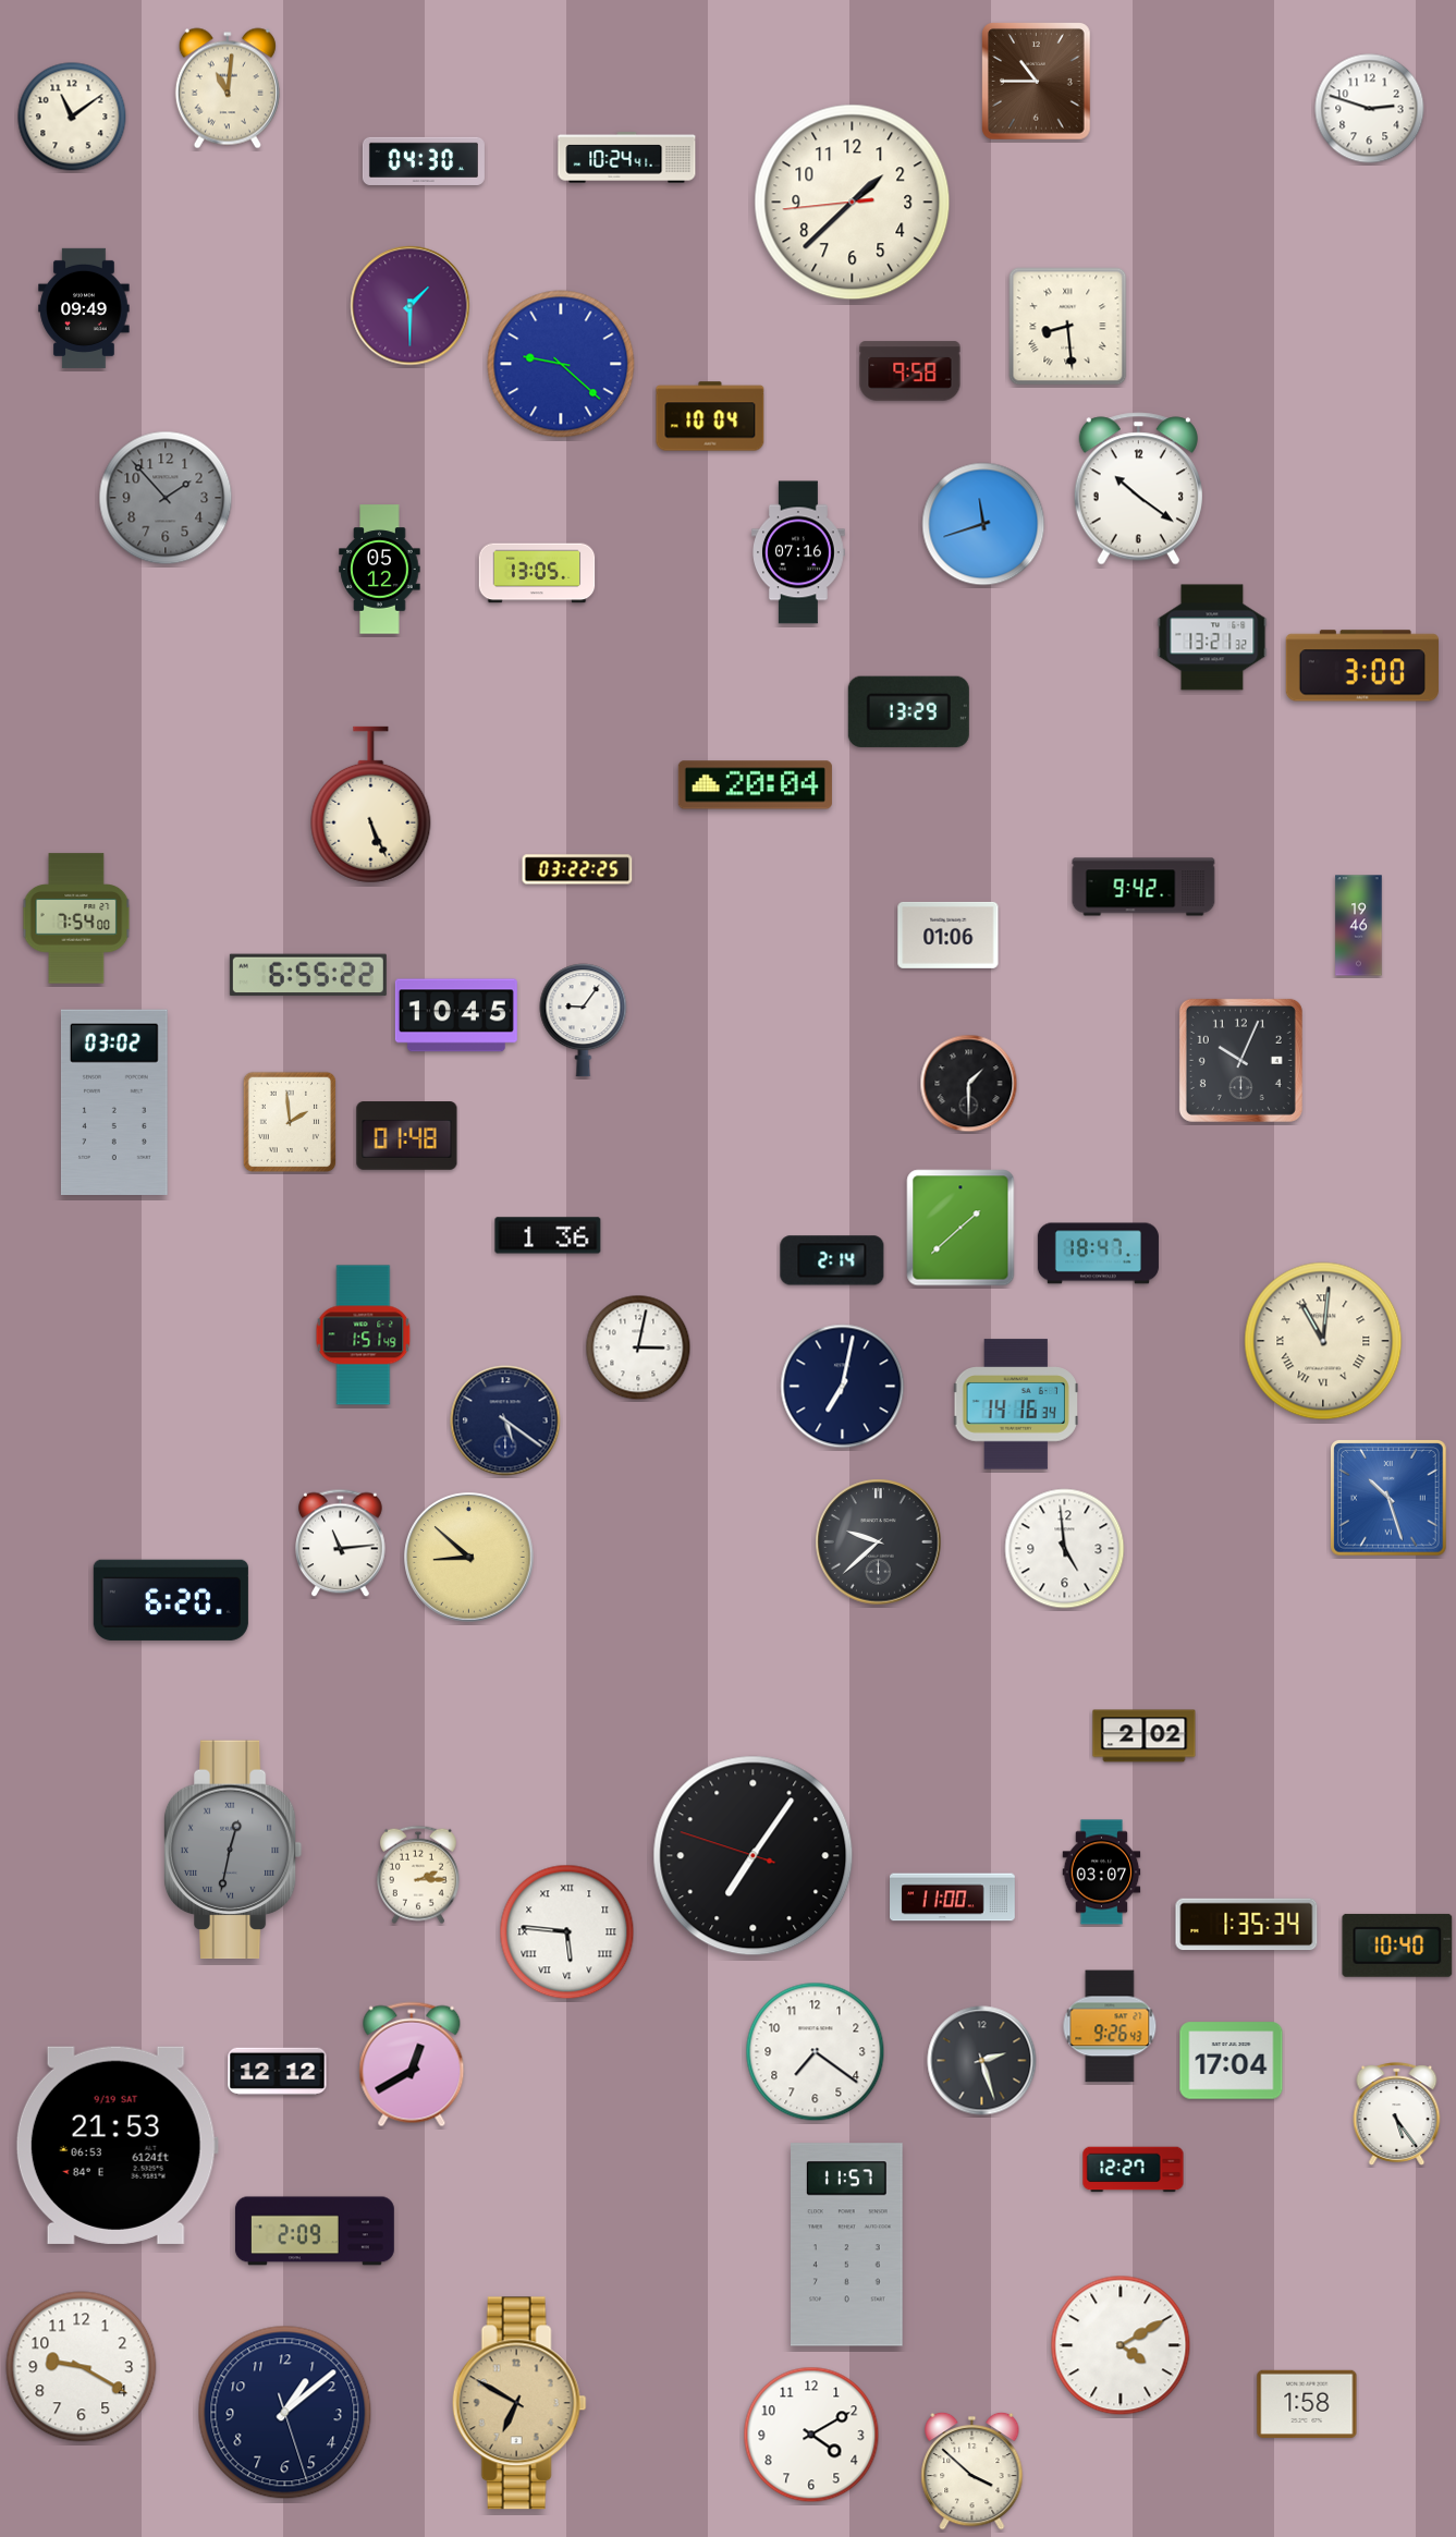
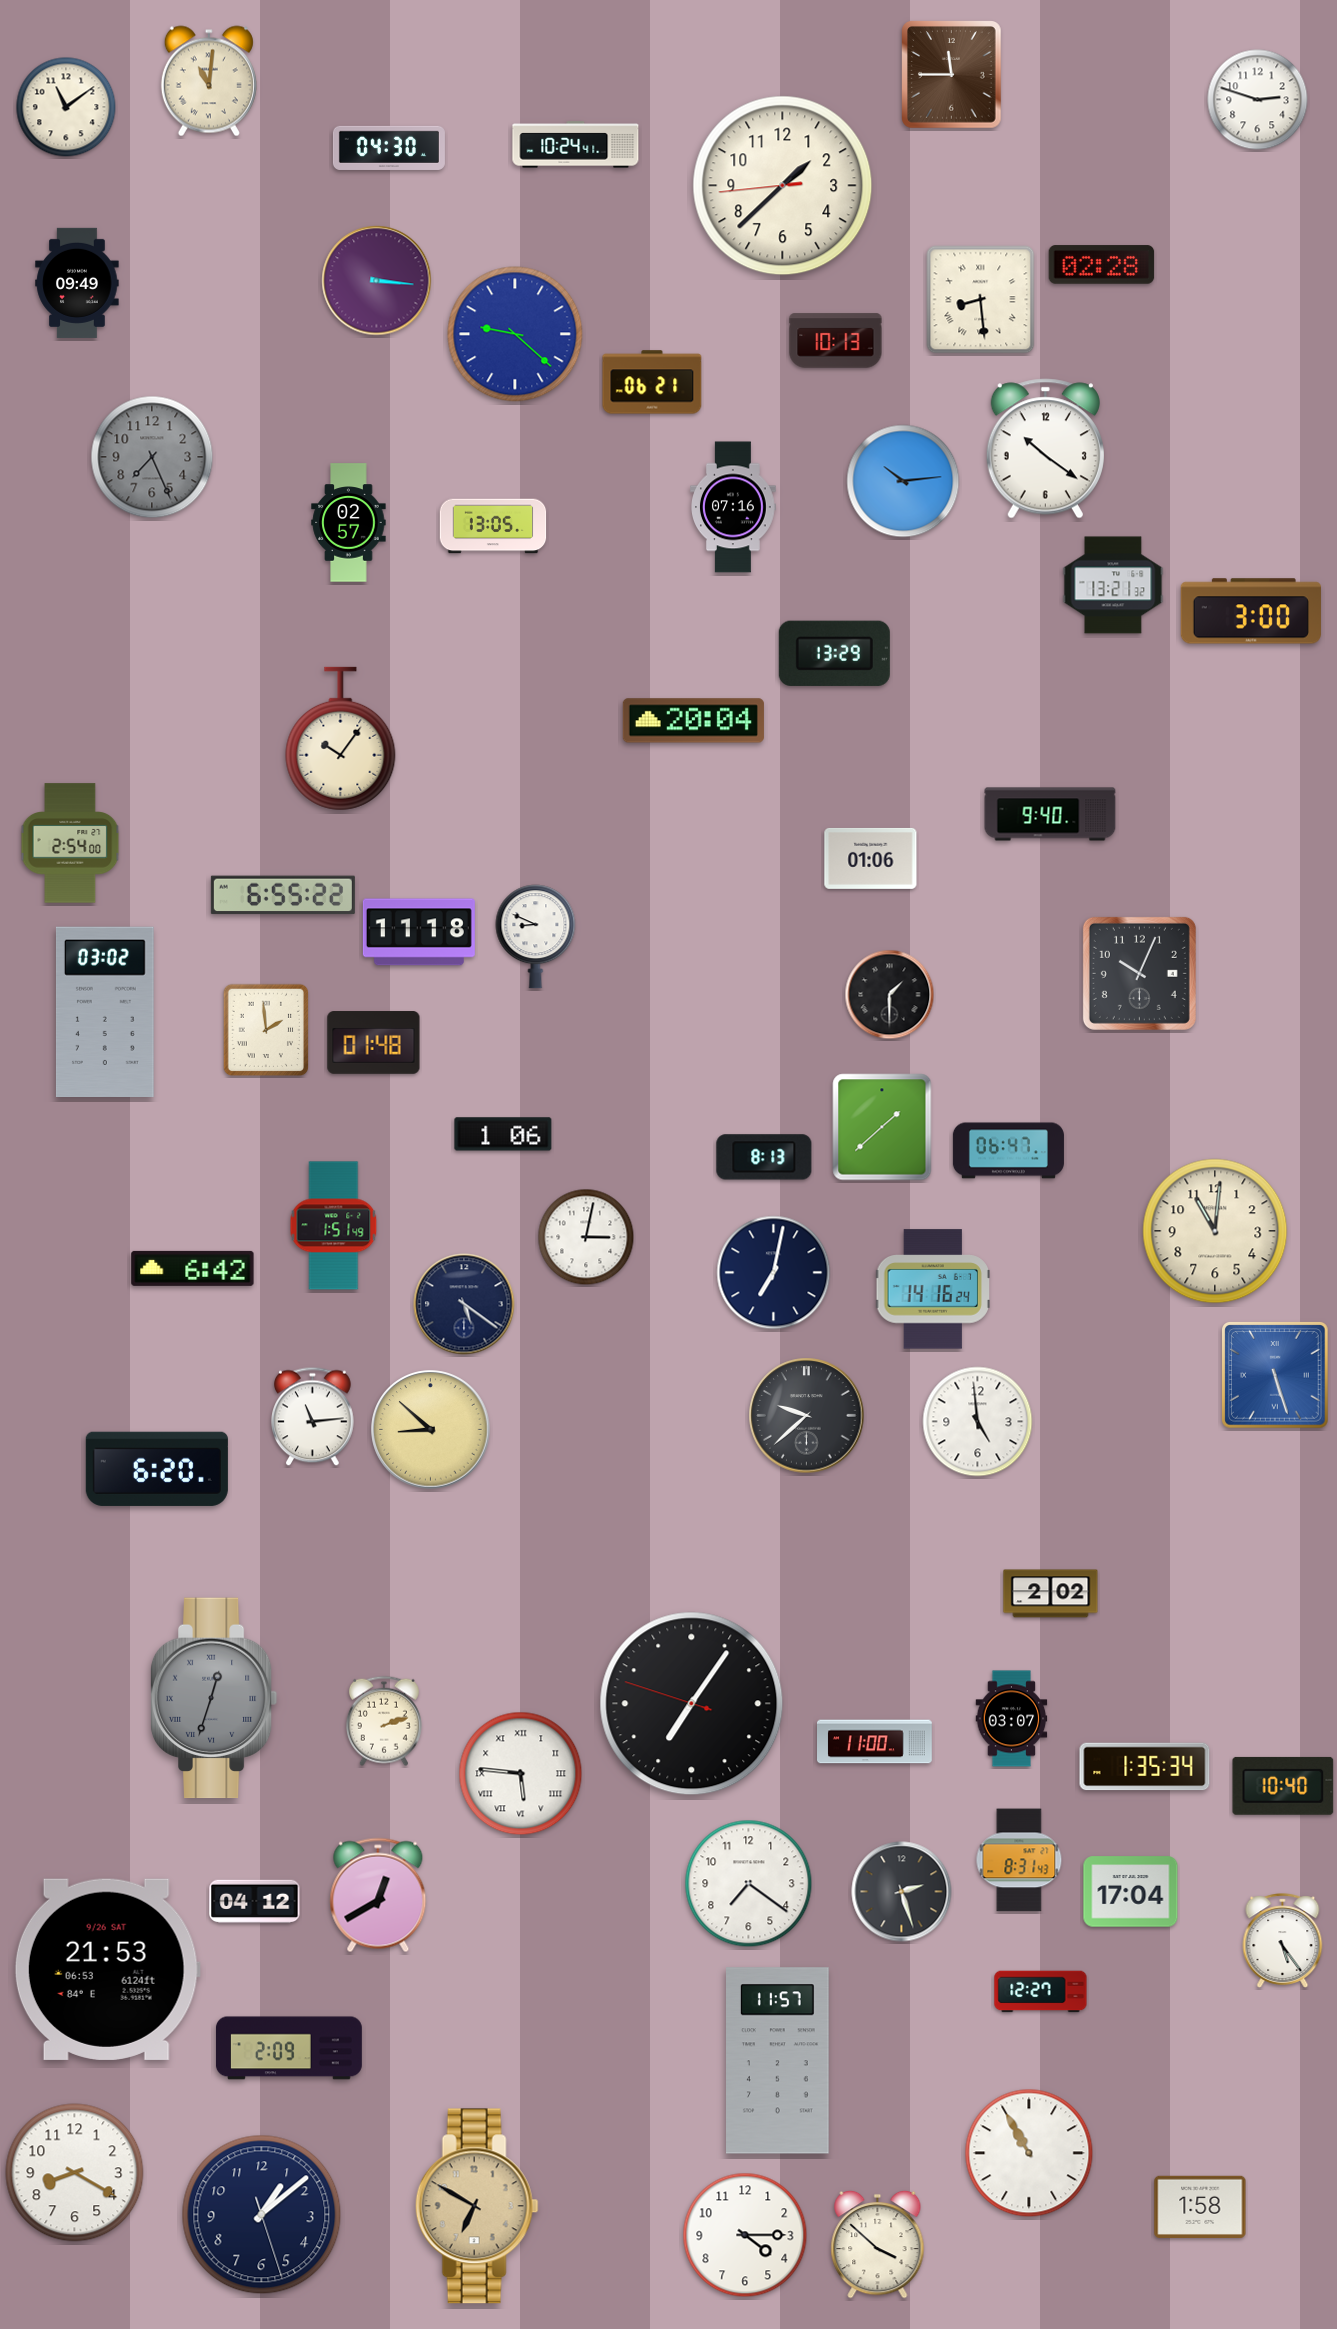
clock at (1037, 82): 10:45 -> 11:45
clock at (1102, 265): none -> 02:28
clock at (411, 306): 1:30 -> 3:16
clock at (910, 371): 9:58 -> 10:13
clock at (710, 416): 10:04 -> 06:21
clock at (166, 498): 1:53 -> 7:26
clock at (983, 524): 11:42 -> 10:14
clock at (380, 570): 05:12 -> 02:57
clock at (371, 805): 5:26 -> 10:06
clock at (577, 869): 03:22 -> none
clock at (1143, 887): 9:42 -> 9:40
clock at (76, 918): 7:54 -> 2:54
clock at (1359, 926): 19:46 -> none
clock at (456, 1015): 10:45 -> 11:18
clock at (584, 1021): 9:06 -> 8:49
clock at (548, 1235): 1:36 -> 1:06
clock at (1098, 1254): 18:47 -> 06:47
clock at (832, 1260): 2:14 -> 8:13
clock at (1323, 1341) numerals: Roman -> Arabic
clock at (193, 1268): none -> 6:42
clock at (1016, 1404): 14:16:34 -> 14:16:24
clock at (1388, 1498): 10:27 -> 5:27
clock at (233, 1850): 12:32 -> 12:33
clock at (418, 1875): 2:15 -> 2:12
clock at (1110, 2026): 9:26 -> 8:31
clock at (278, 2072): 12:12 -> 04:12
clock at (117, 2145) date: 9/19 SAT -> 9/26 SAT
clock at (1121, 2345): 4:10 -> 10:55
clock at (82, 2367): 9:20 -> 8:20
clock at (811, 2435): 4:10 -> 4:15
clock at (972, 2471) position: (972, 2471) -> (878, 2244)
